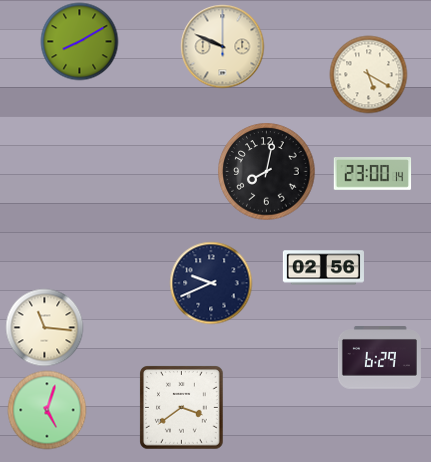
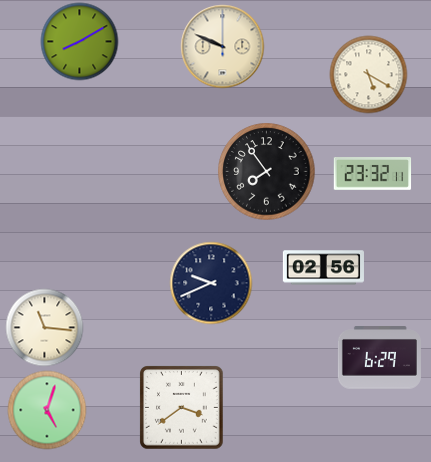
clock at (267, 172): 8:02 -> 7:54
clock at (372, 174): 23:00 -> 23:32
